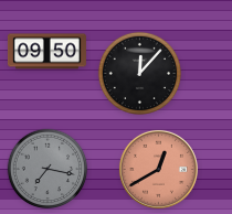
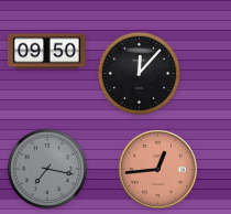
clock at (158, 169): 12:40 -> 12:44
